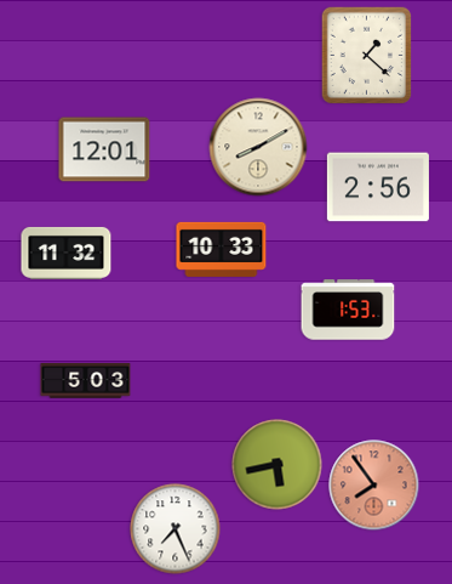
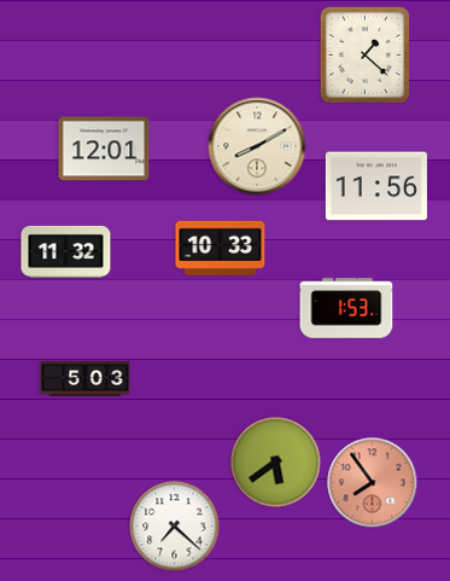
clock at (378, 187): 2:56 -> 11:56
clock at (278, 465): 5:43 -> 5:39
clock at (176, 529): 7:26 -> 7:22
